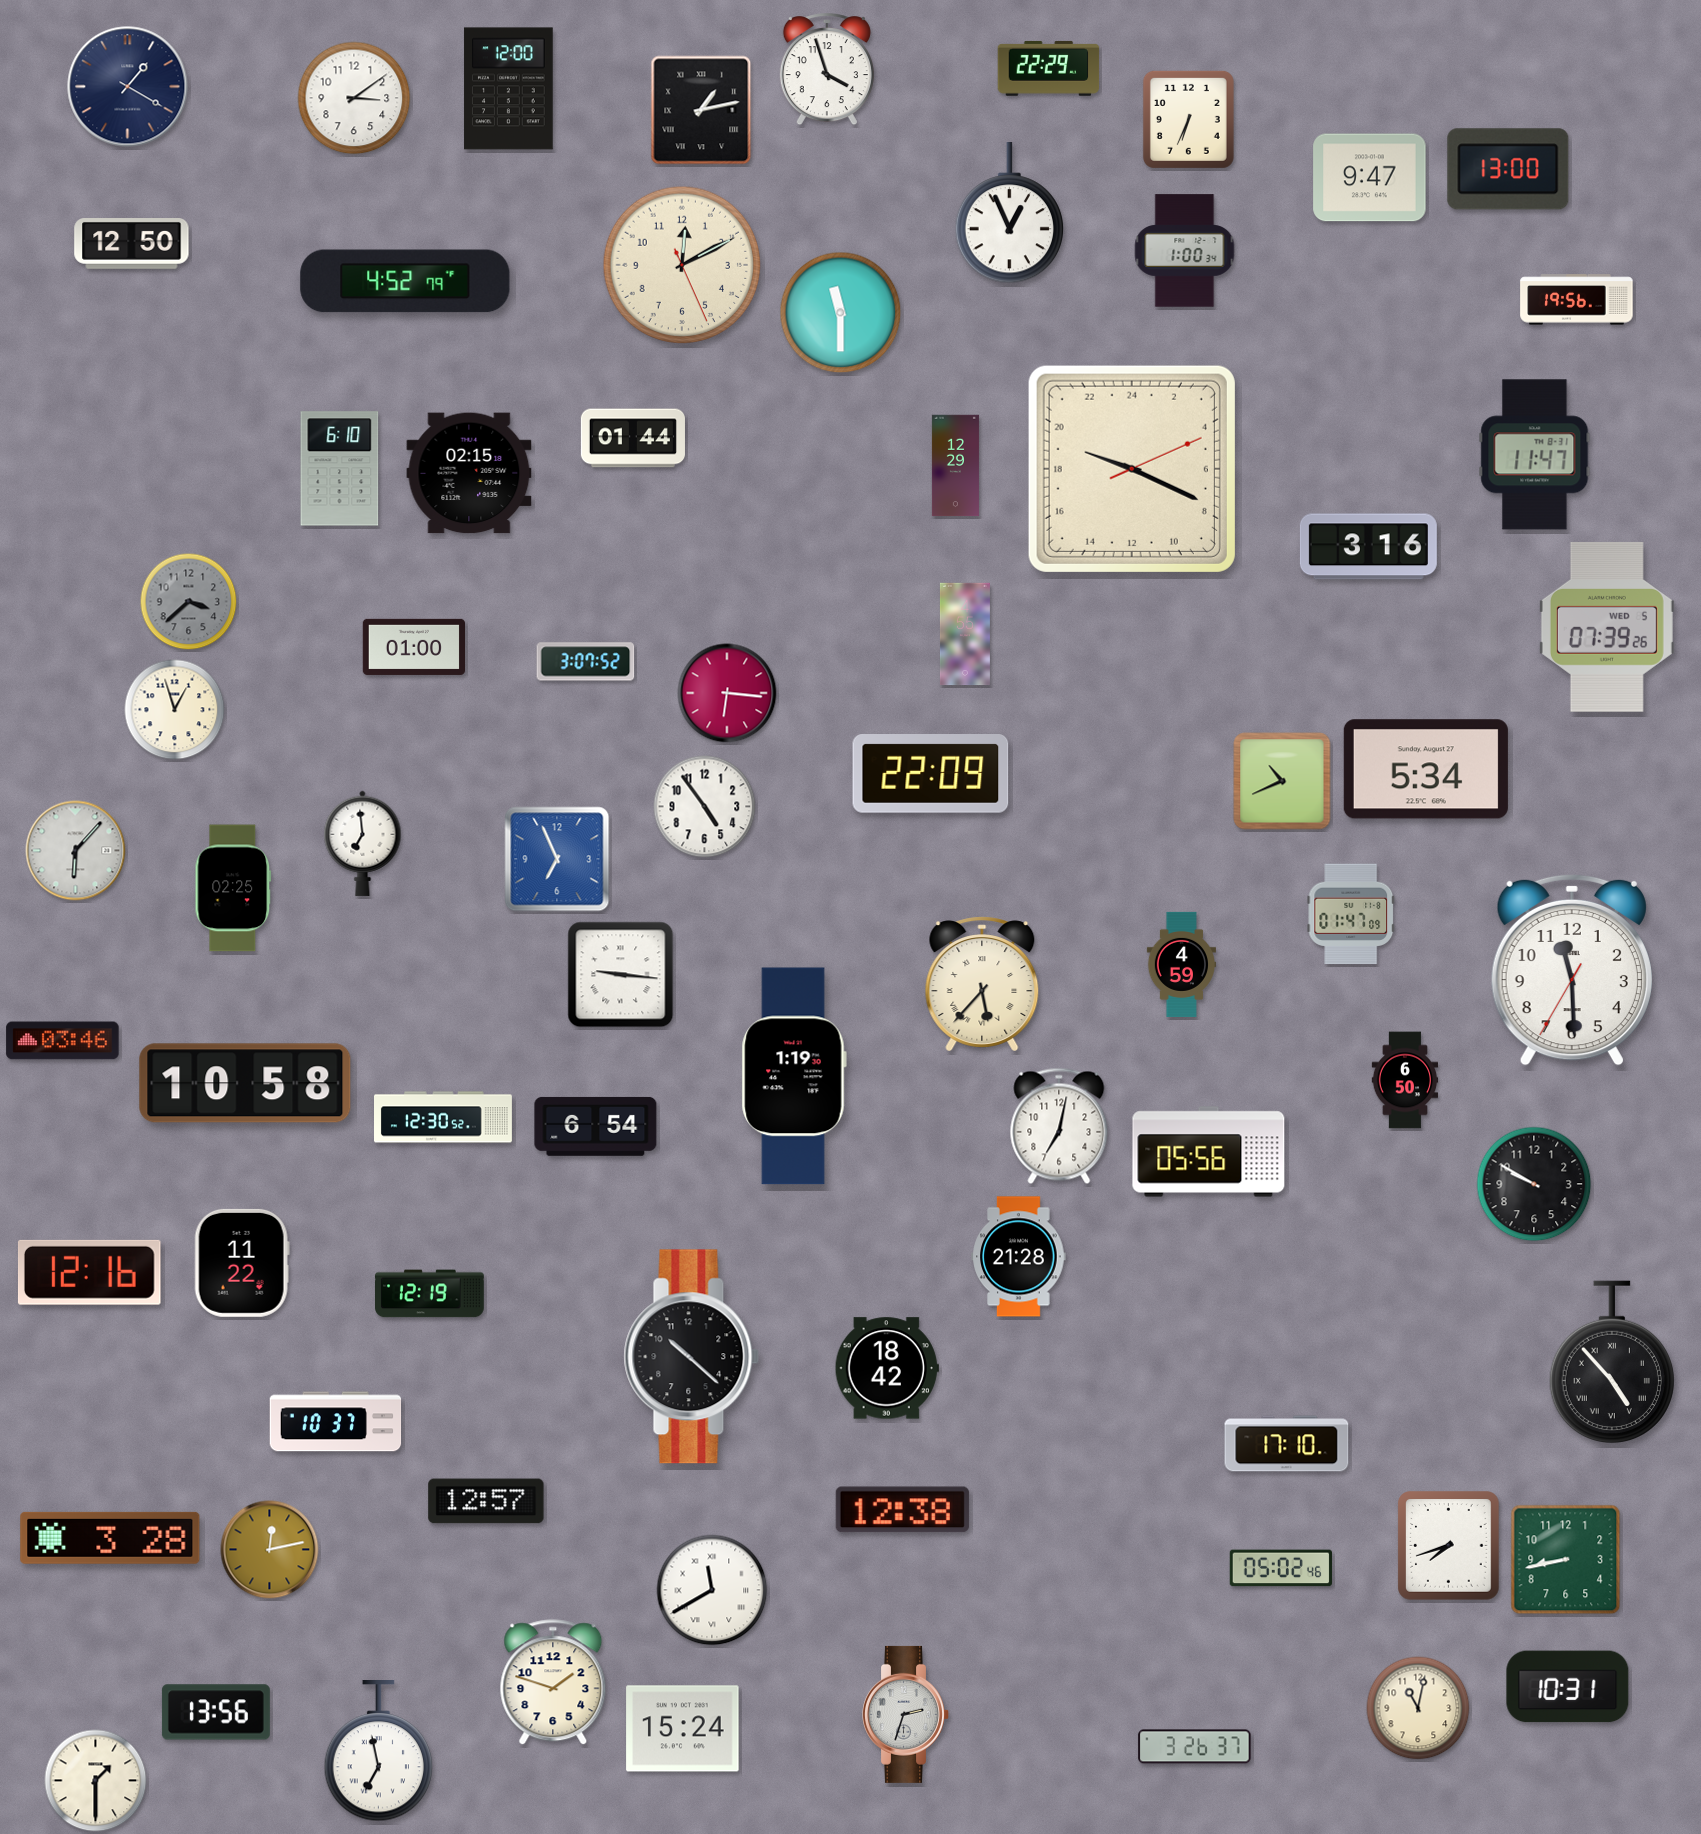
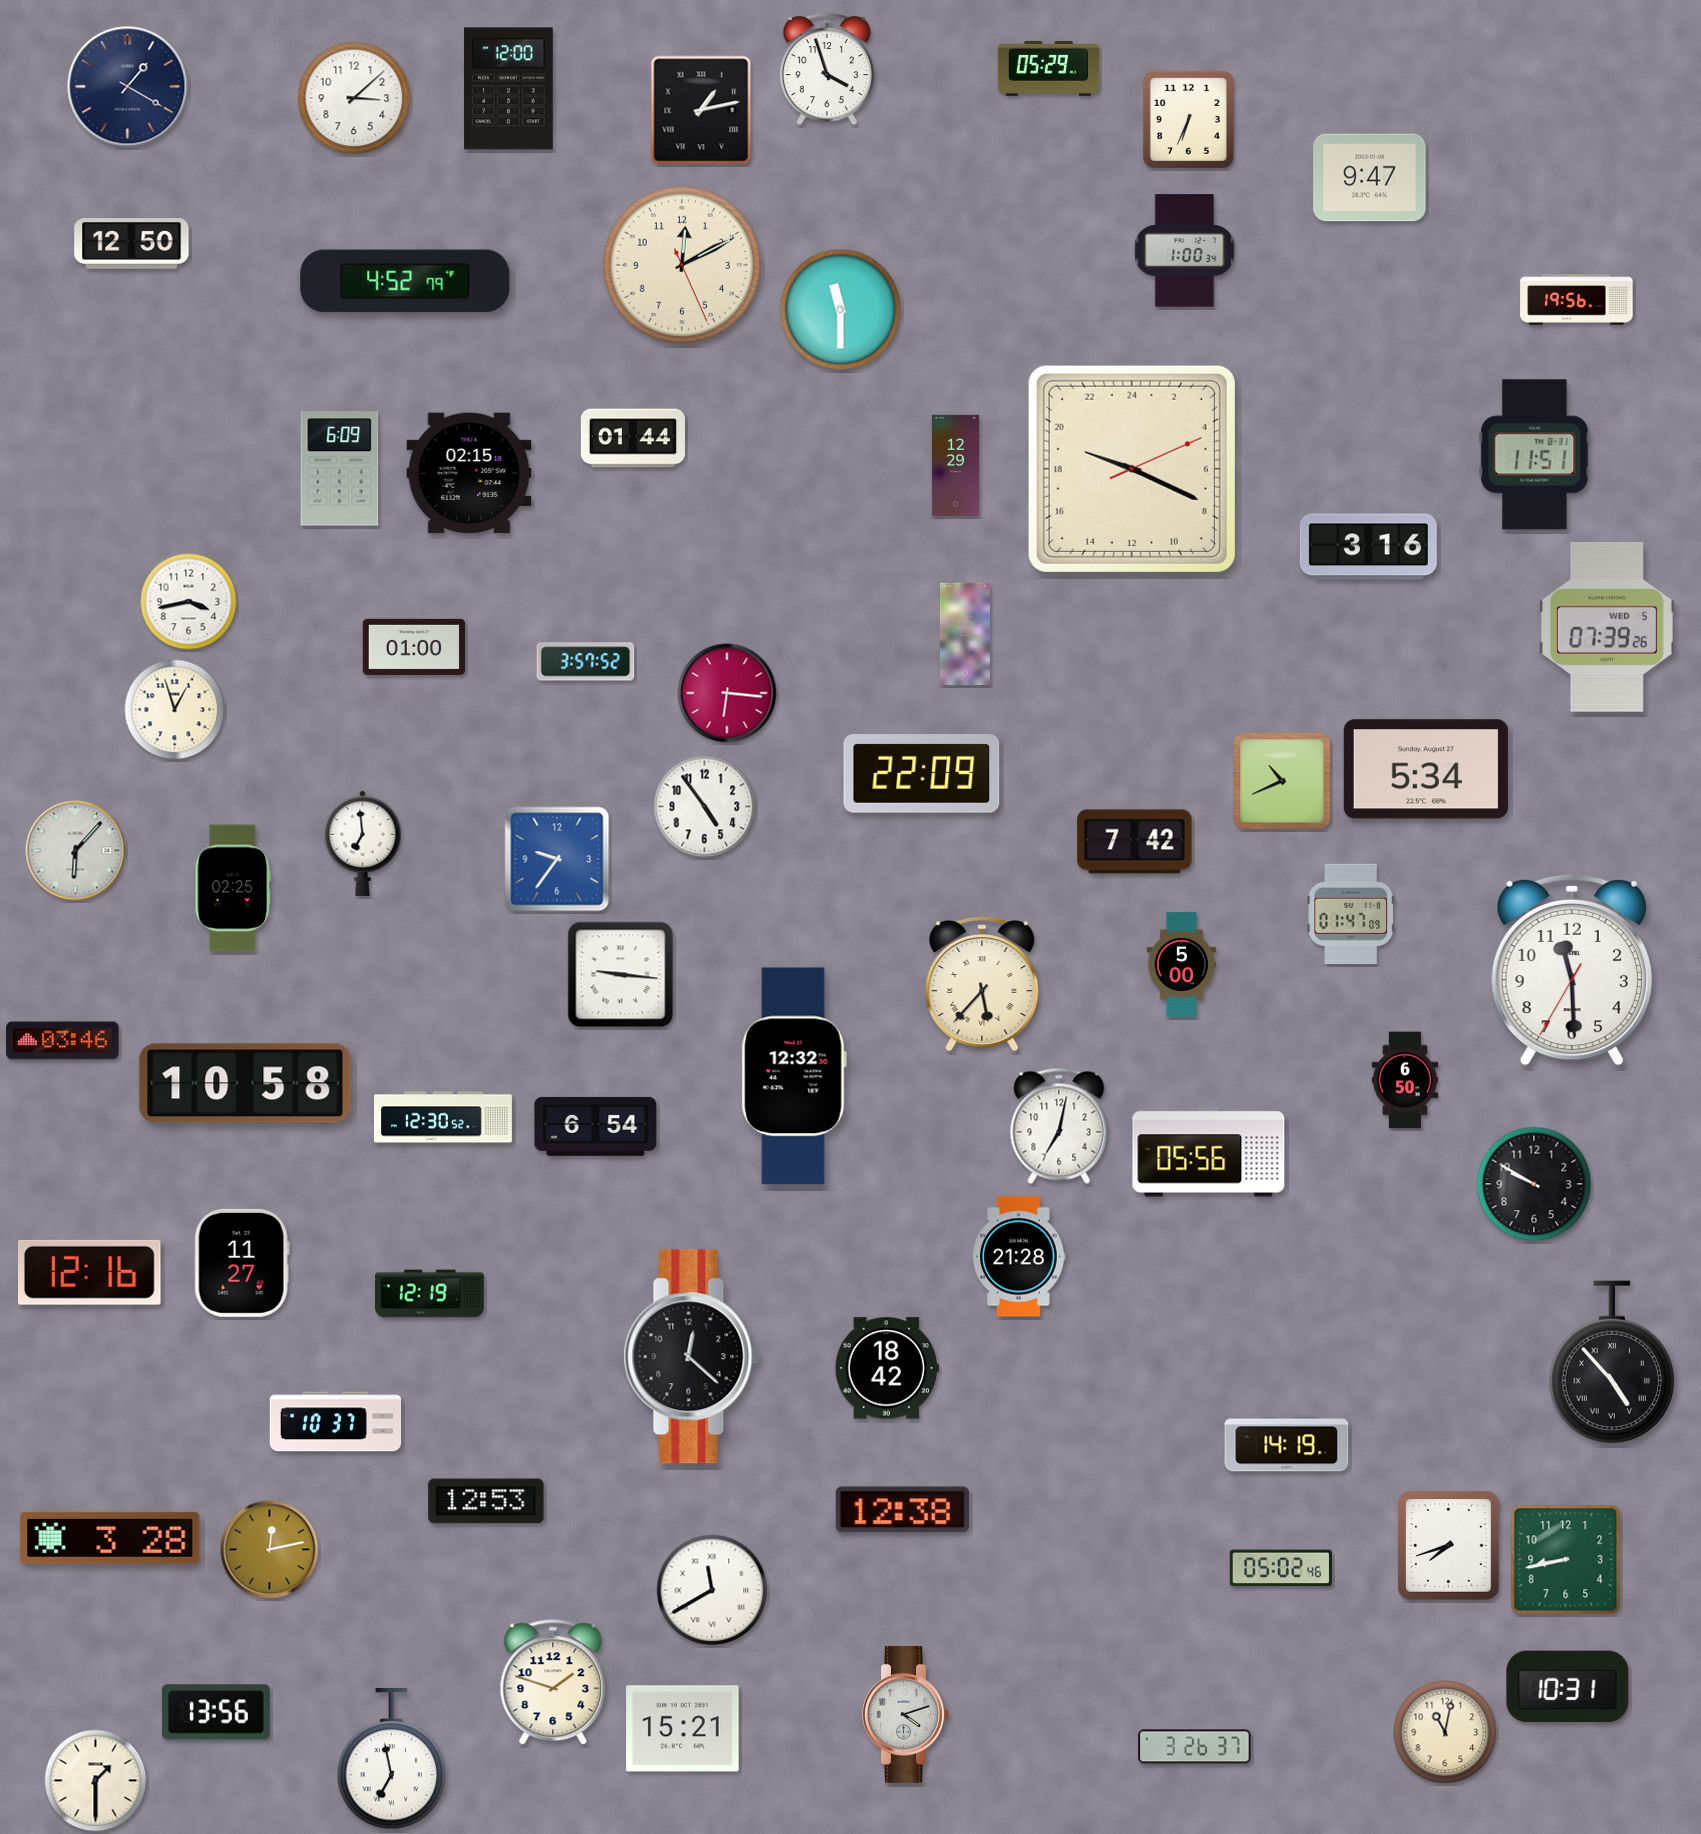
clock at (1049, 68): 22:29 -> 05:29
clock at (354, 98): 3:09 -> 3:08
clock at (1508, 169): 13:00 -> none
clock at (1010, 214): 12:56 -> none
clock at (841, 313) position: (841, 313) -> (841, 310)
clock at (1535, 455): 11:47 -> 11:51
clock at (340, 469): 6:10 -> 6:09
clock at (189, 602): 3:38 -> 3:43
clock at (189, 602) dial: grey -> white
clock at (586, 662): 3:07 -> 3:57
clock at (931, 774) position: (931, 774) -> (922, 774)
clock at (1135, 842): none -> 7:42
clock at (557, 859): 6:56 -> 9:36
clock at (1181, 964): 4:59 -> 5:00
clock at (794, 1076): 1:19 -> 12:32
clock at (242, 1263): 11:22 -> 11:27
clock at (692, 1357): 10:22 -> 12:22
clock at (1287, 1444): 17:10 -> 14:19
clock at (486, 1501): 12:57 -> 12:53
clock at (1418, 1708) position: (1418, 1708) -> (1445, 1732)
clock at (906, 1714): 2:33 -> 4:12
clock at (683, 1729): 15:24 -> 15:21
clock at (379, 1752) position: (379, 1752) -> (392, 1760)
